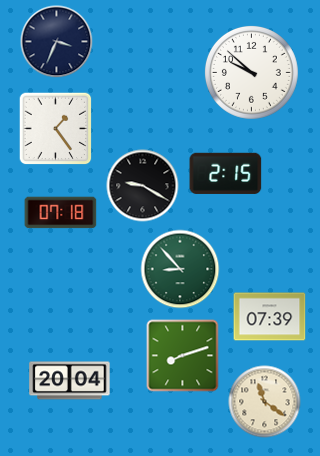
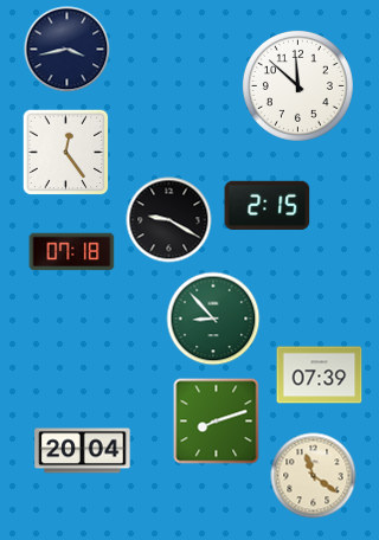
clock at (57, 42): 3:34 -> 3:43
clock at (252, 73): 9:52 -> 11:52
clock at (56, 129): 1:24 -> 12:24
